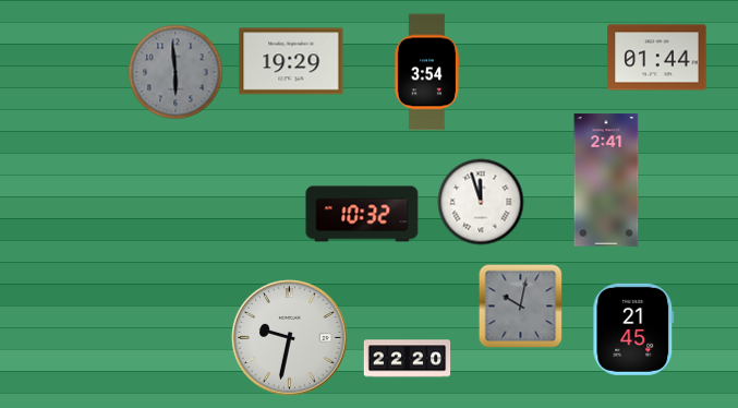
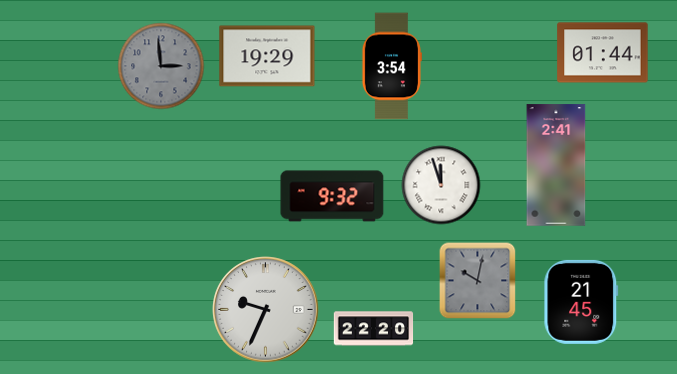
clock at (176, 72): 5:59 -> 2:59
clock at (362, 214): 10:32 -> 9:32
clock at (290, 338): 9:32 -> 9:34
